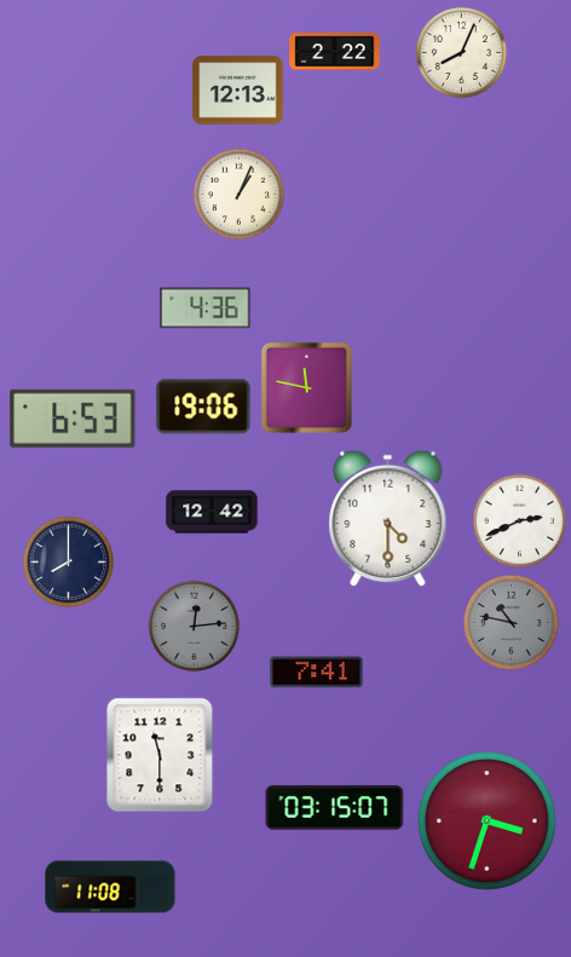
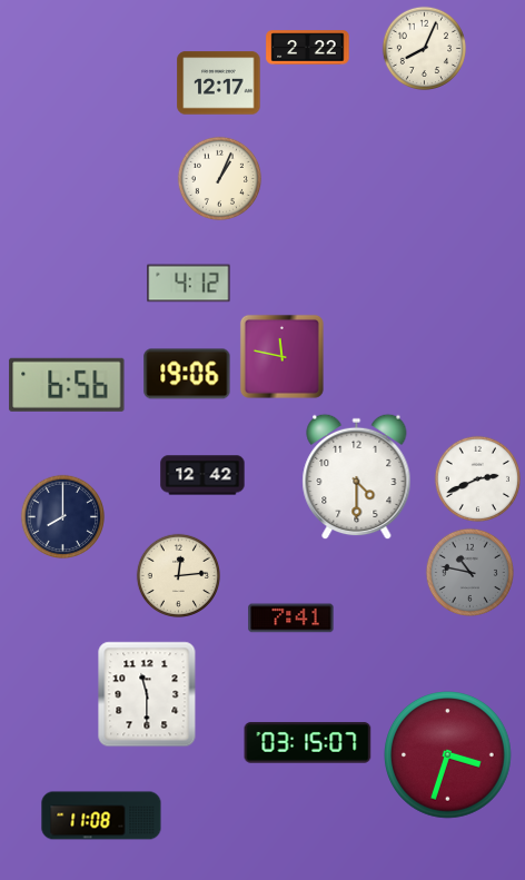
clock at (238, 91): 12:13 -> 12:17
clock at (206, 309): 4:36 -> 4:12
clock at (73, 419): 6:53 -> 6:56
clock at (212, 512) position: (212, 512) -> (202, 475)
clock at (194, 625) dial: grey -> cream
